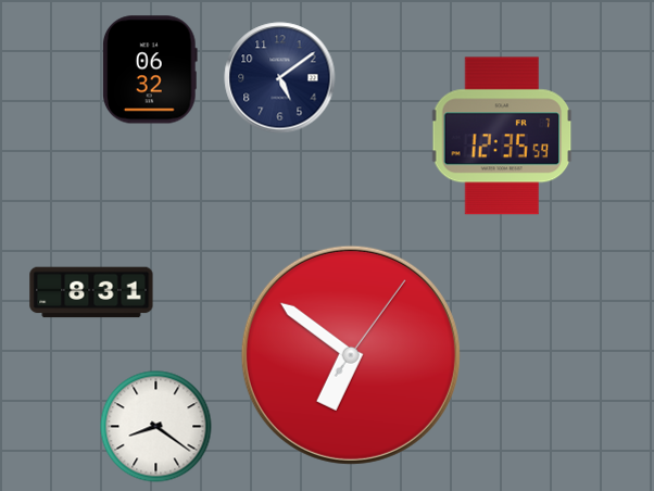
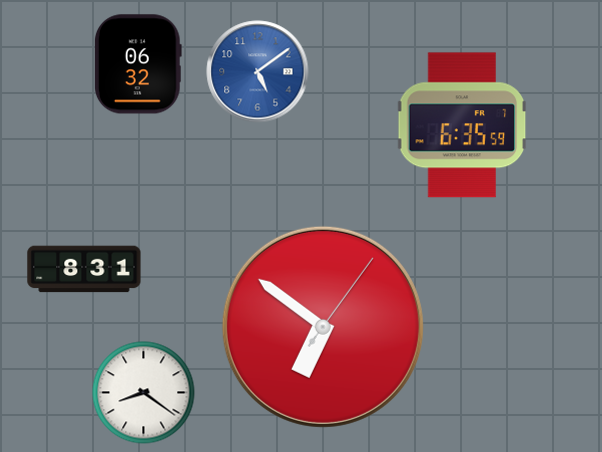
clock at (280, 78) dial: navy -> blue
clock at (502, 136): 12:35 -> 6:35
